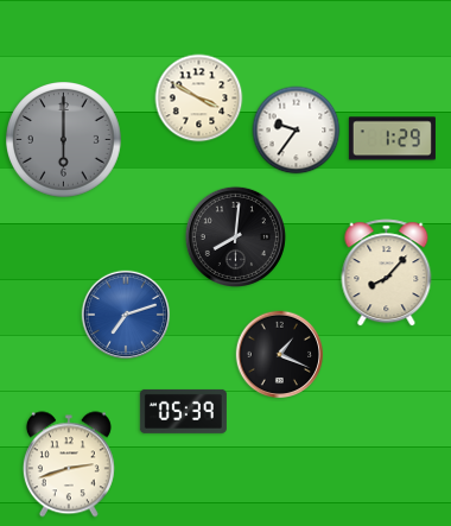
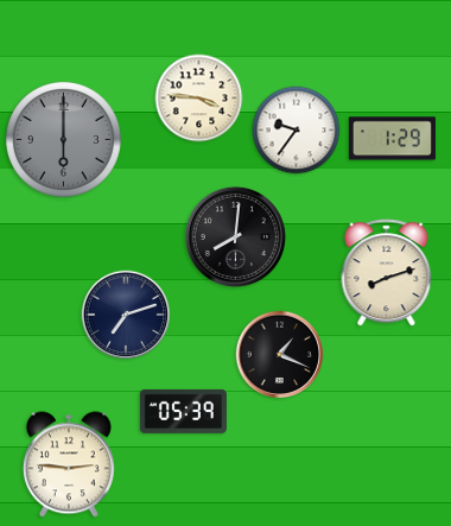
clock at (199, 99): 3:50 -> 3:46
clock at (387, 273): 8:07 -> 8:12
clock at (126, 315) dial: blue -> navy
clock at (69, 464): 2:42 -> 2:46
